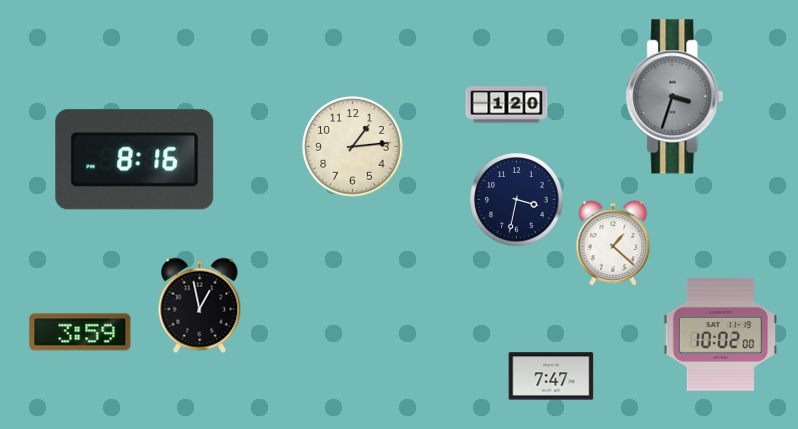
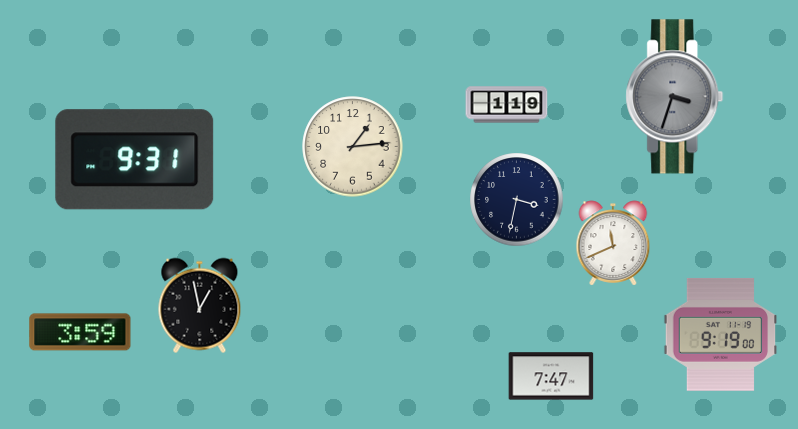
clock at (507, 105): 1:20 -> 1:19
clock at (135, 160): 8:16 -> 9:31
clock at (613, 243): 1:22 -> 11:41
clock at (721, 334): 10:02 -> 9:19
